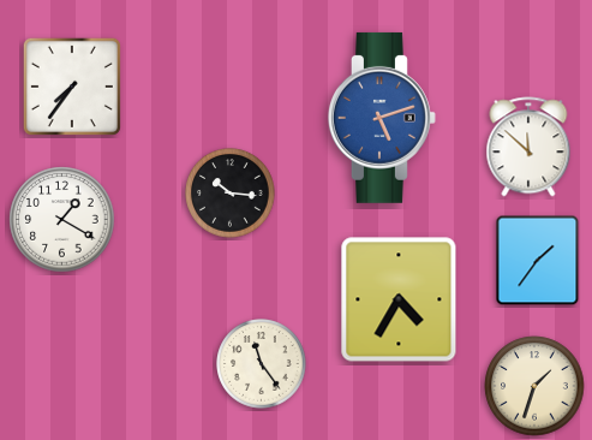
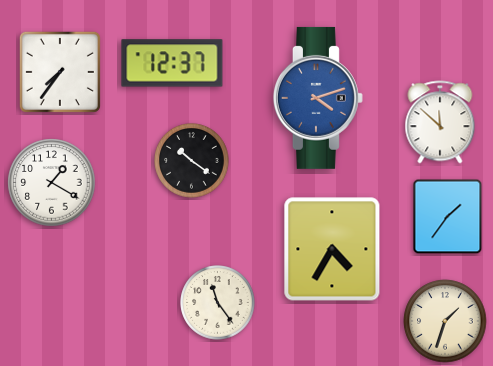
clock at (172, 63): none -> 12:37
clock at (382, 118): 5:12 -> 4:12
clock at (231, 194): 10:16 -> 10:21
